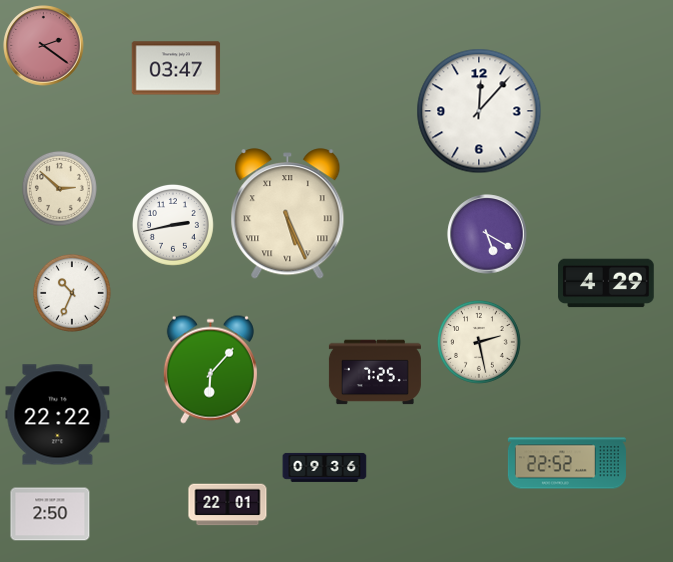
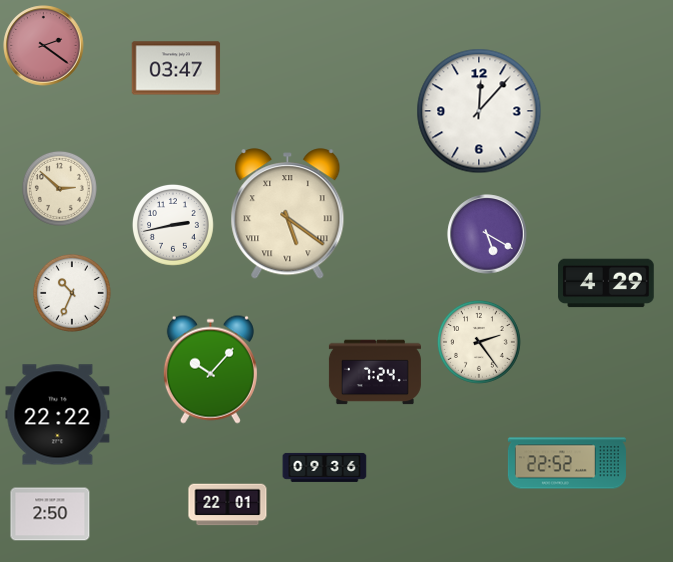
clock at (288, 214): 5:26 -> 5:21
clock at (480, 343): 2:28 -> 2:24
clock at (210, 369): 6:07 -> 10:07
clock at (375, 372): 7:25 -> 7:24
